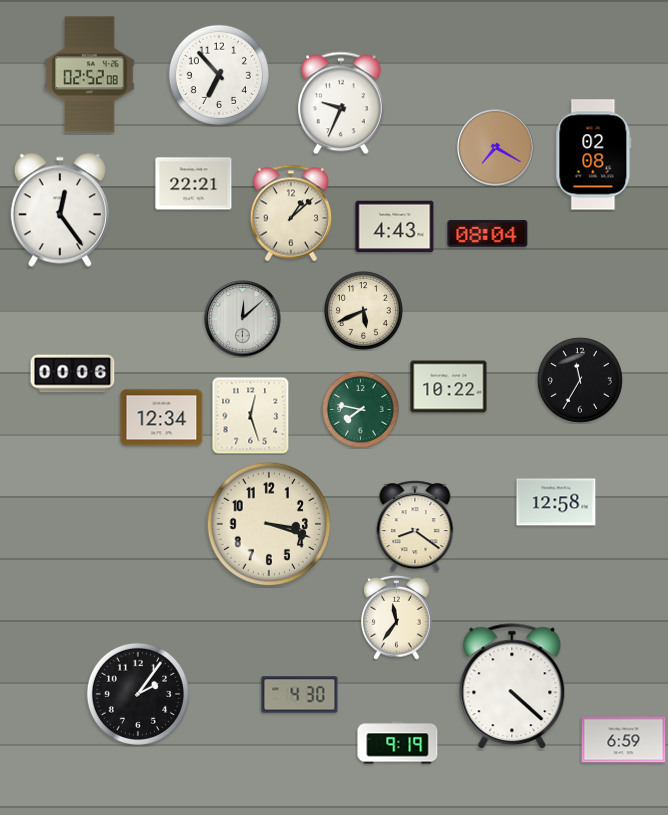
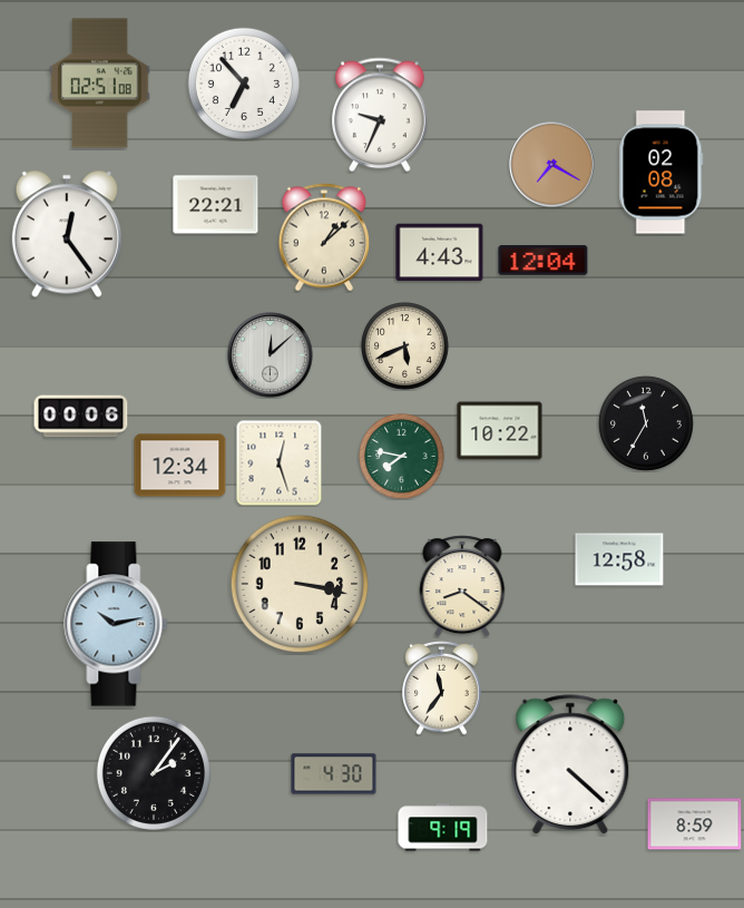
clock at (90, 75): 02:52 -> 02:51
clock at (488, 234): 08:04 -> 12:04
clock at (269, 524): 3:18 -> 3:17
clock at (116, 624): none -> 10:13
clock at (624, 740): 6:59 -> 8:59
